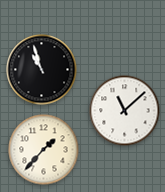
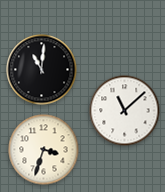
clock at (42, 70): 10:57 -> 11:01
clock at (44, 150): 1:37 -> 3:33
